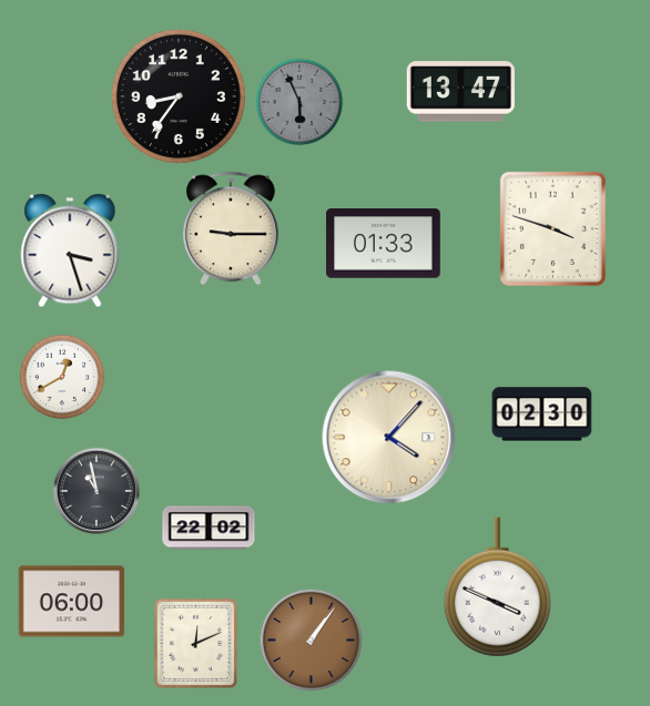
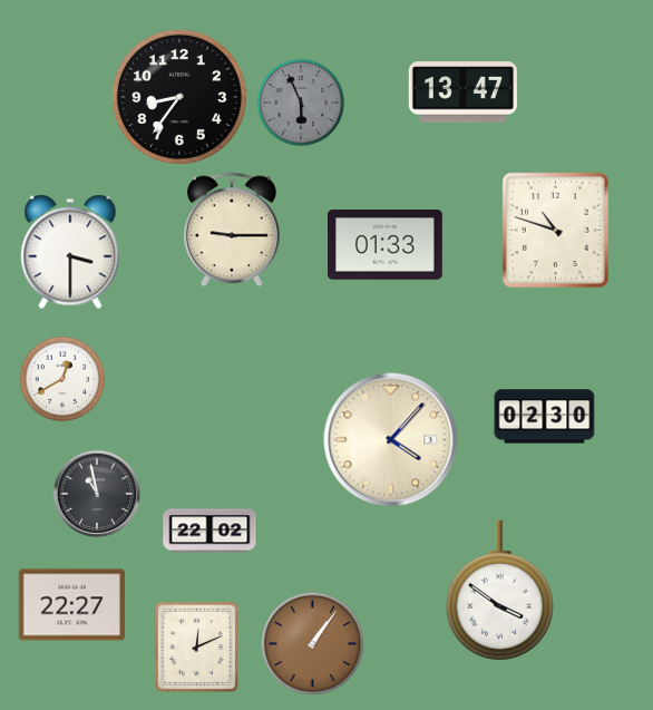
clock at (552, 228): 3:48 -> 10:48
clock at (70, 250): 3:27 -> 3:30
clock at (497, 587): 3:49 -> 3:51
clock at (72, 602): 06:00 -> 22:27
